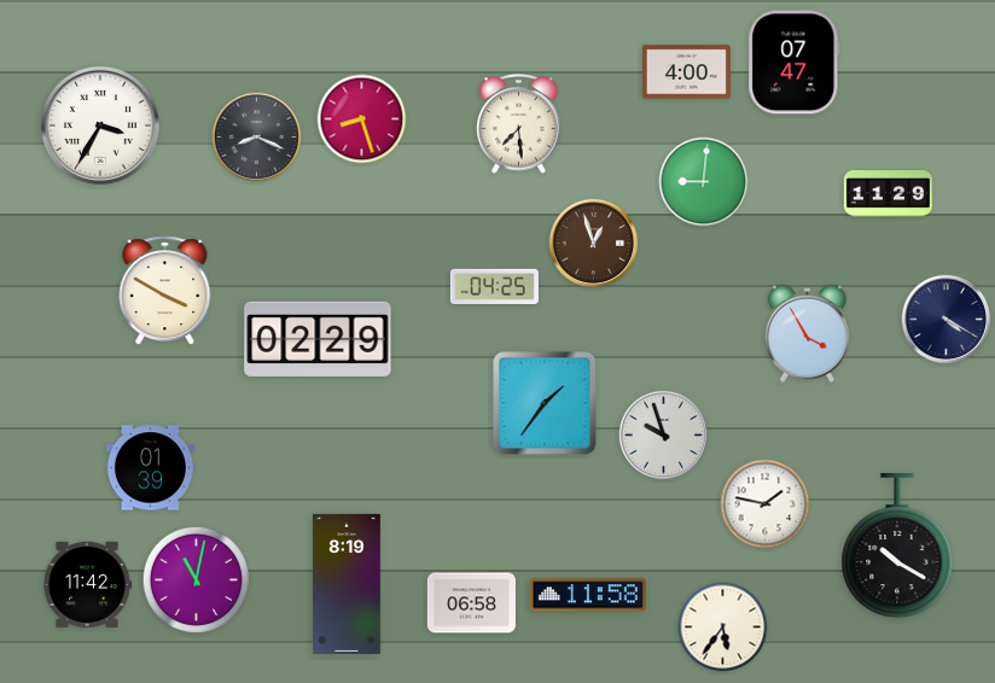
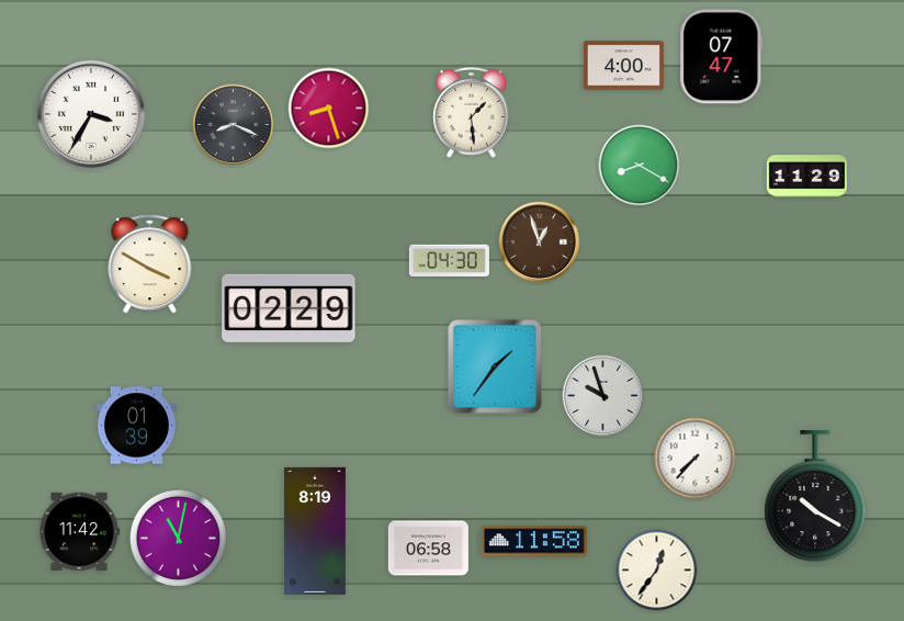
clock at (519, 123): 7:29 -> 1:29
clock at (704, 182): 9:01 -> 8:20
clock at (594, 244) position: (594, 244) -> (540, 242)
clock at (494, 287): 04:25 -> 04:30
clock at (947, 320): 4:20 -> none
clock at (807, 333): 3:55 -> none
clock at (766, 504): 1:47 -> 7:37
clock at (196, 579) position: (196, 579) -> (178, 538)
clock at (723, 627): 5:36 -> 12:36
